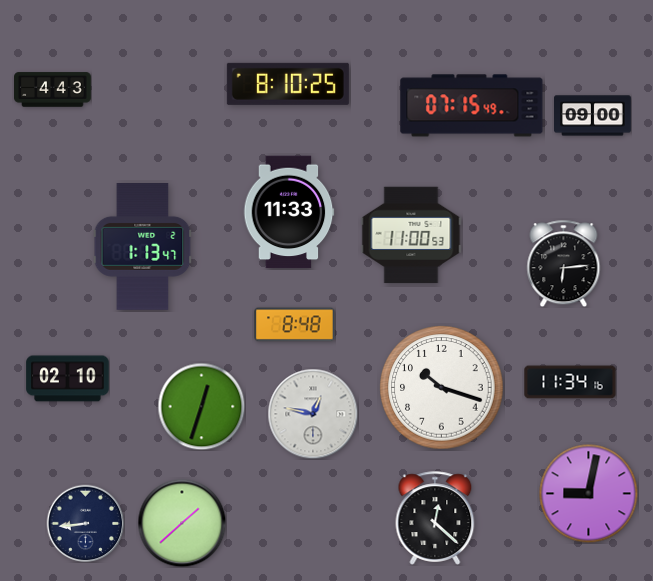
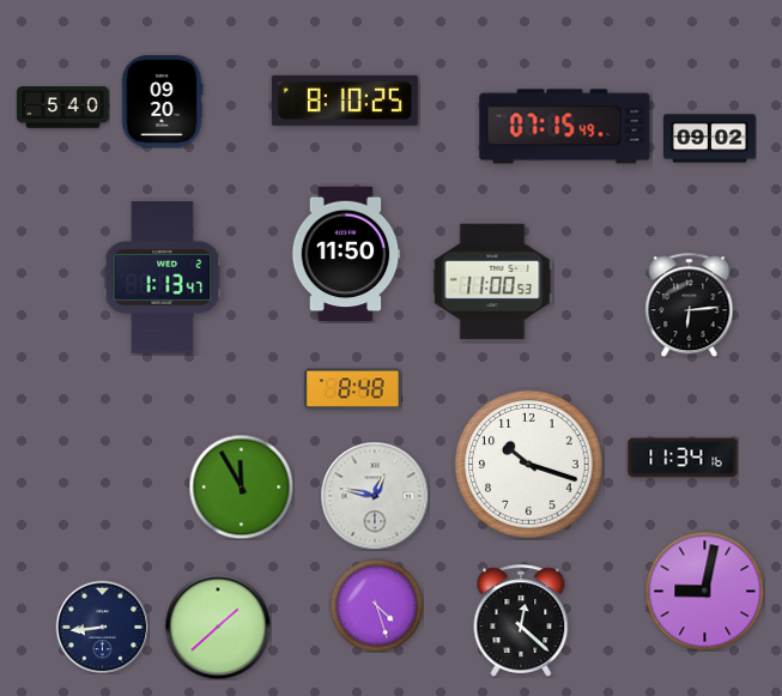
clock at (162, 102): none -> 09:20
clock at (53, 90): 4:43 -> 5:40
clock at (593, 116): 09:00 -> 09:02
clock at (289, 212): 11:33 -> 11:50
clock at (143, 247) position: (143, 247) -> (163, 278)
clock at (564, 263) position: (564, 263) -> (690, 304)
clock at (68, 379): 02:10 -> none
clock at (201, 406): 12:33 -> 11:55
clock at (376, 605): none -> 4:27
